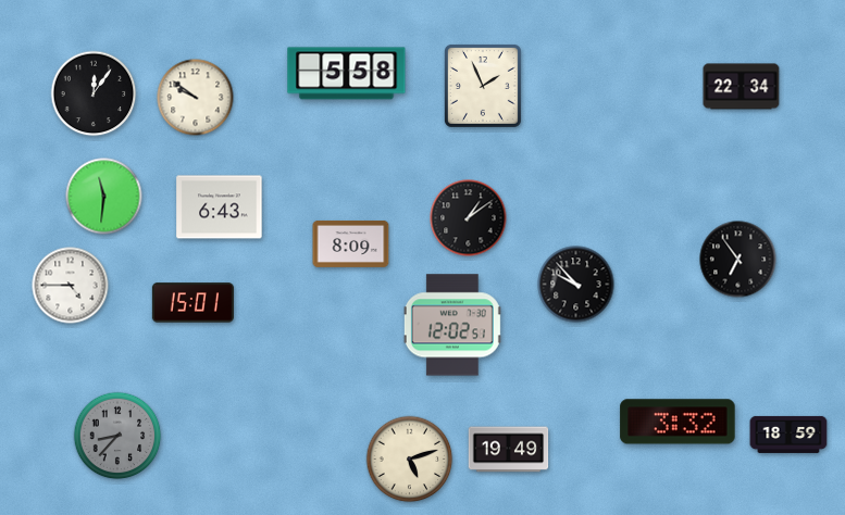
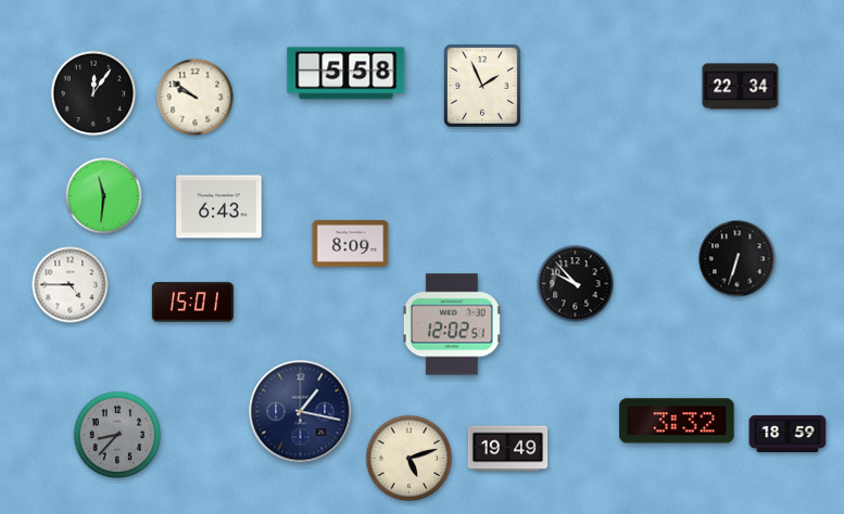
clock at (469, 218): 1:09 -> none
clock at (738, 260): 6:54 -> 6:33
clock at (301, 412): none -> 1:17
